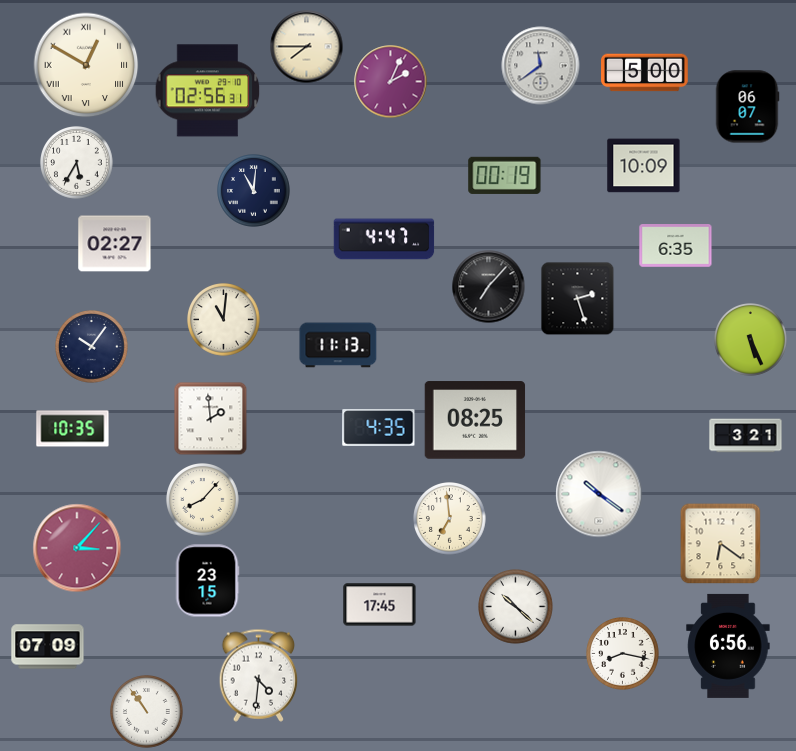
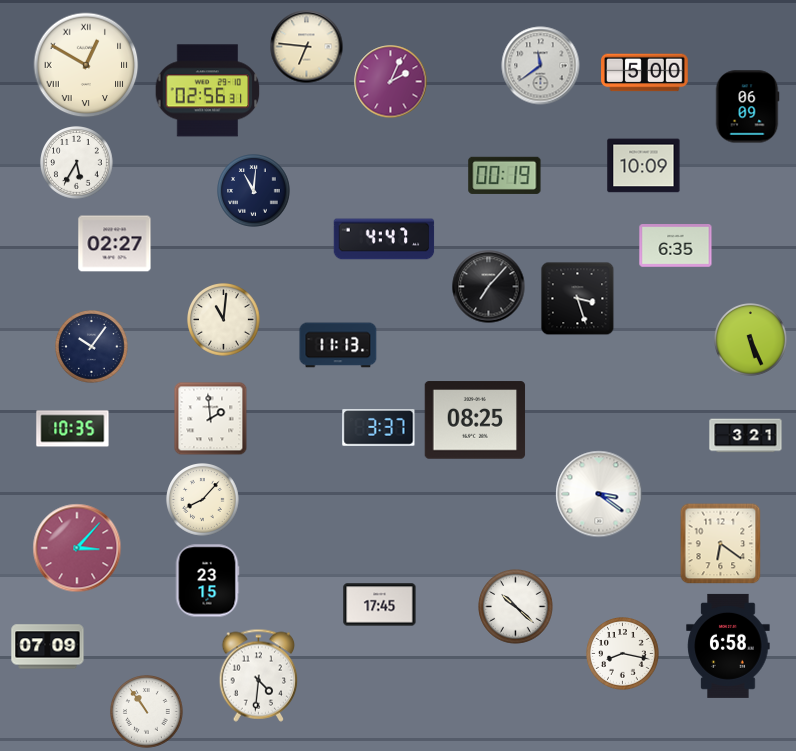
clock at (307, 47): 7:45 -> 6:46
clock at (747, 107): 06:07 -> 06:09
clock at (578, 299): 2:27 -> 3:27
clock at (379, 428): 4:35 -> 3:37
clock at (599, 494): 10:21 -> 3:21
clock at (450, 519): 6:59 -> none
clock at (728, 646): 6:56 -> 6:58
